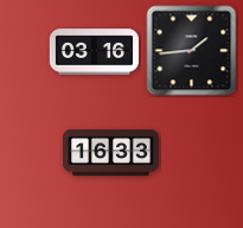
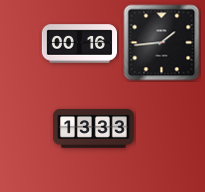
clock at (94, 52): 03:16 -> 00:16
clock at (111, 153): 16:33 -> 13:33
